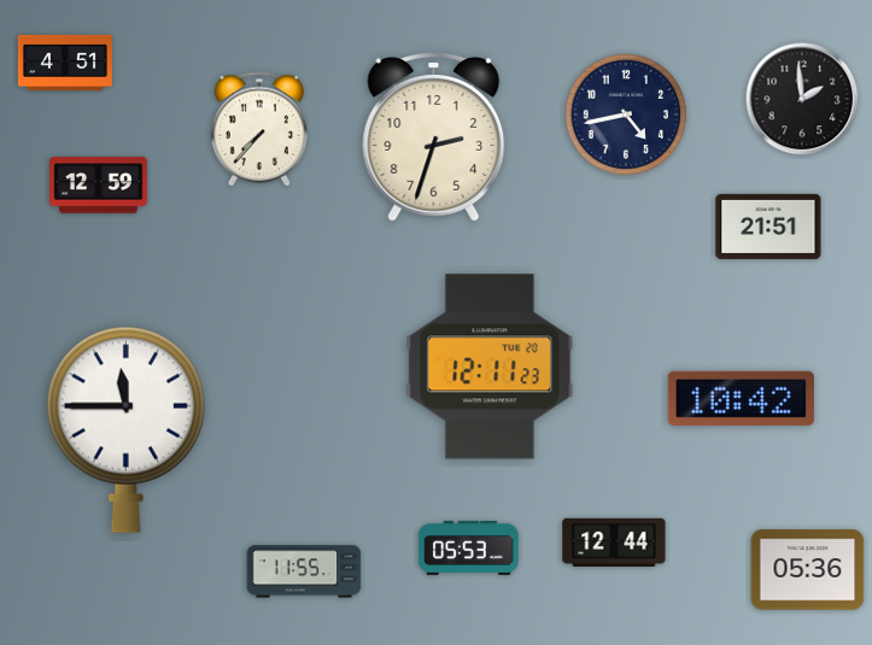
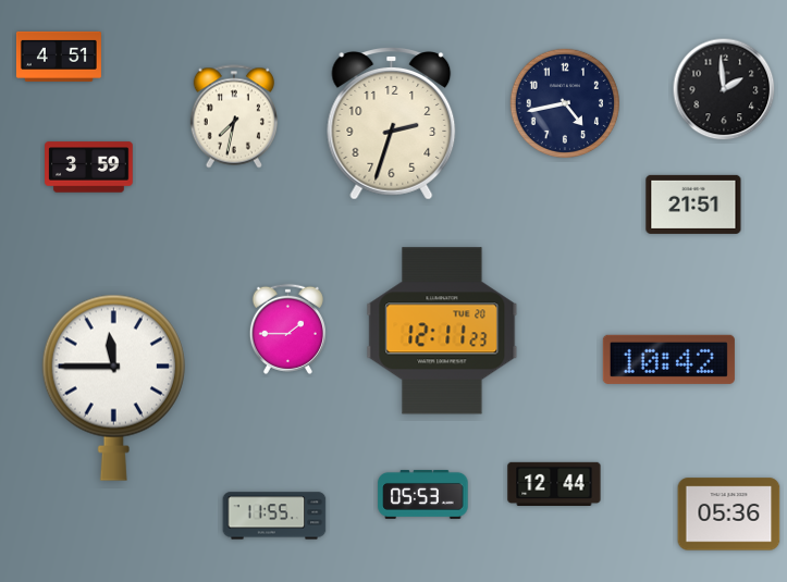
clock at (258, 129): 7:37 -> 7:32
clock at (99, 186): 12:59 -> 3:59
clock at (287, 329): none -> 1:45
clock at (614, 543) position: (614, 543) -> (554, 484)
